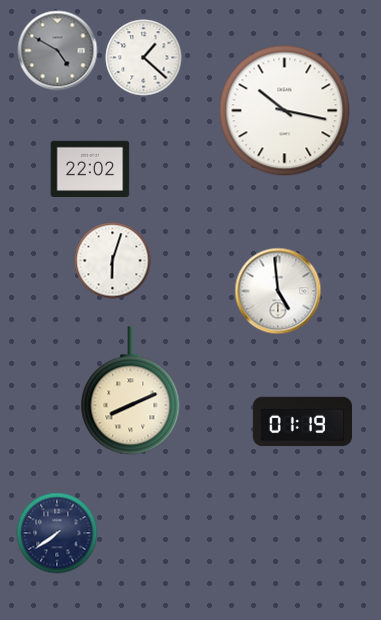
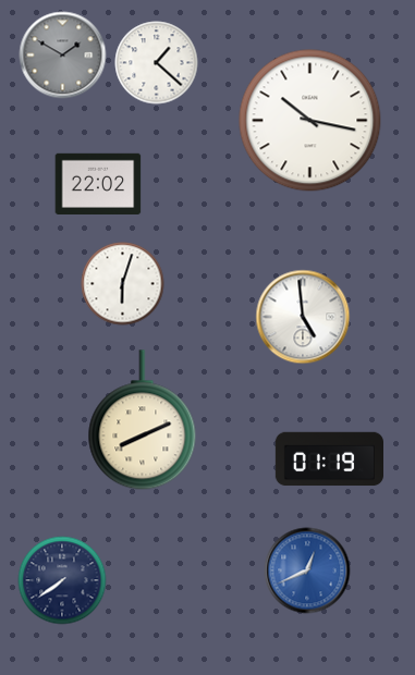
clock at (58, 51): 4:50 -> 1:50
clock at (131, 391) position: (131, 391) -> (143, 420)
clock at (307, 570): none -> 12:41
